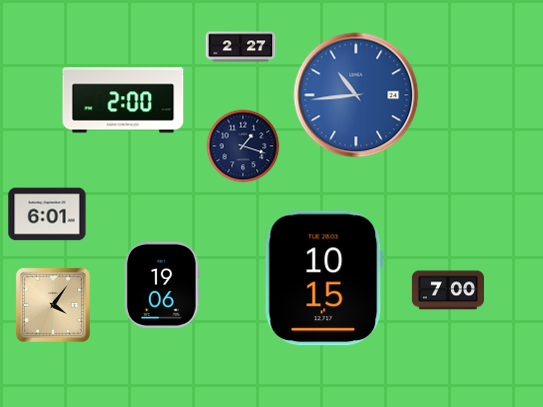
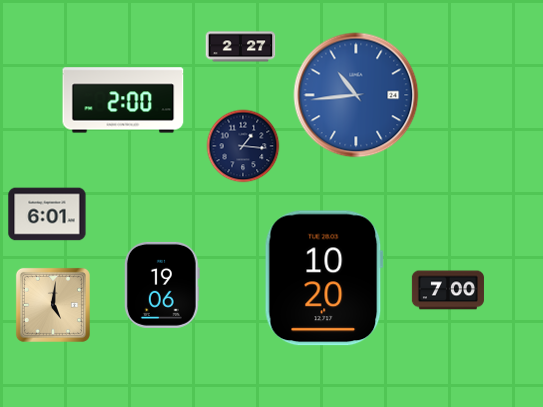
clock at (243, 146): 1:18 -> 1:16
clock at (324, 278): 10:15 -> 10:20
clock at (53, 305): 4:06 -> 5:01
